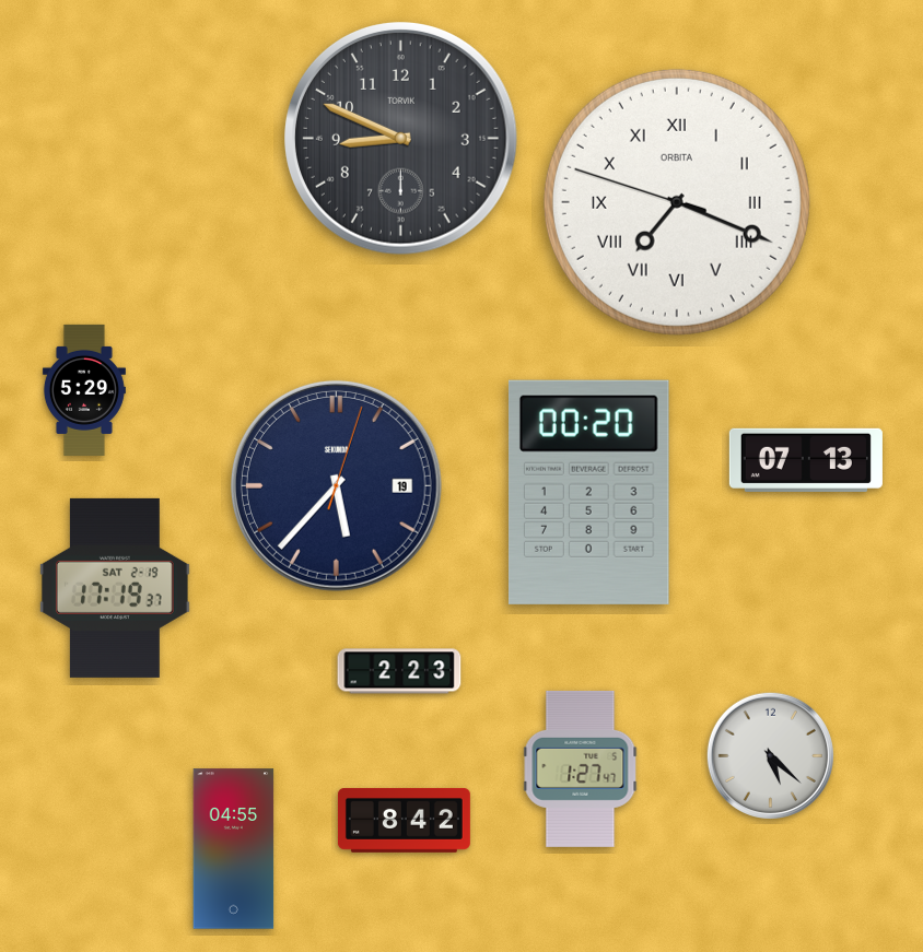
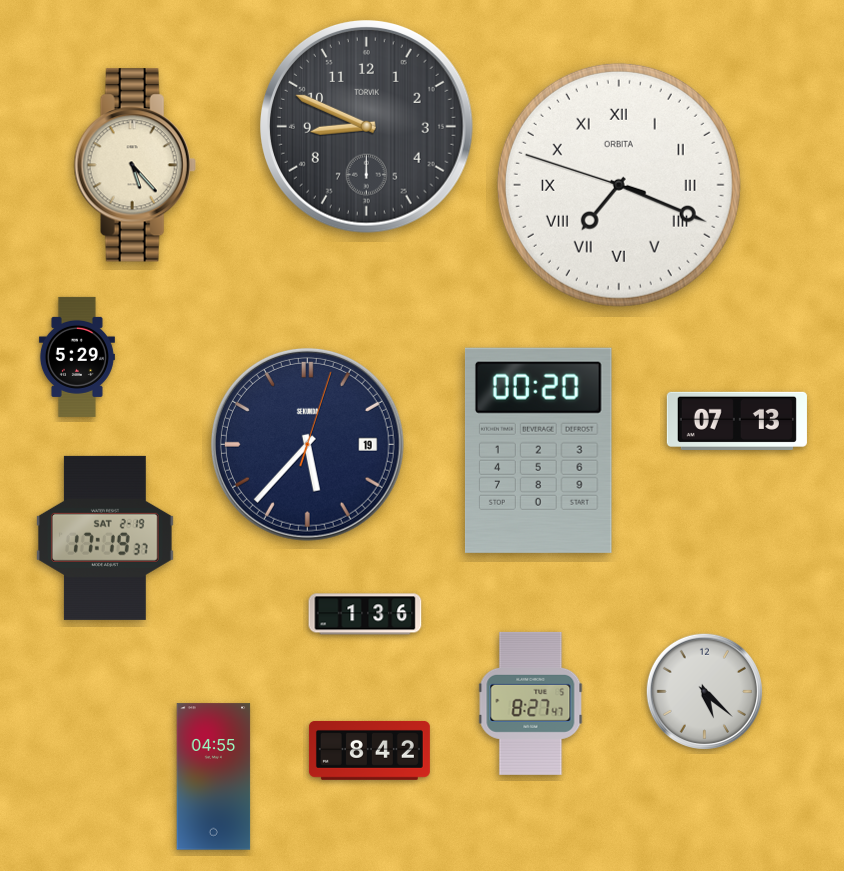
clock at (135, 165): none -> 5:23
clock at (399, 671): 2:23 -> 1:36
clock at (581, 768): 1:27 -> 8:27
